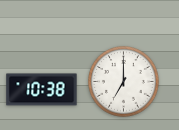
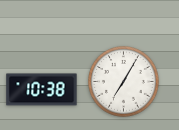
clock at (124, 82): 7:00 -> 7:05
